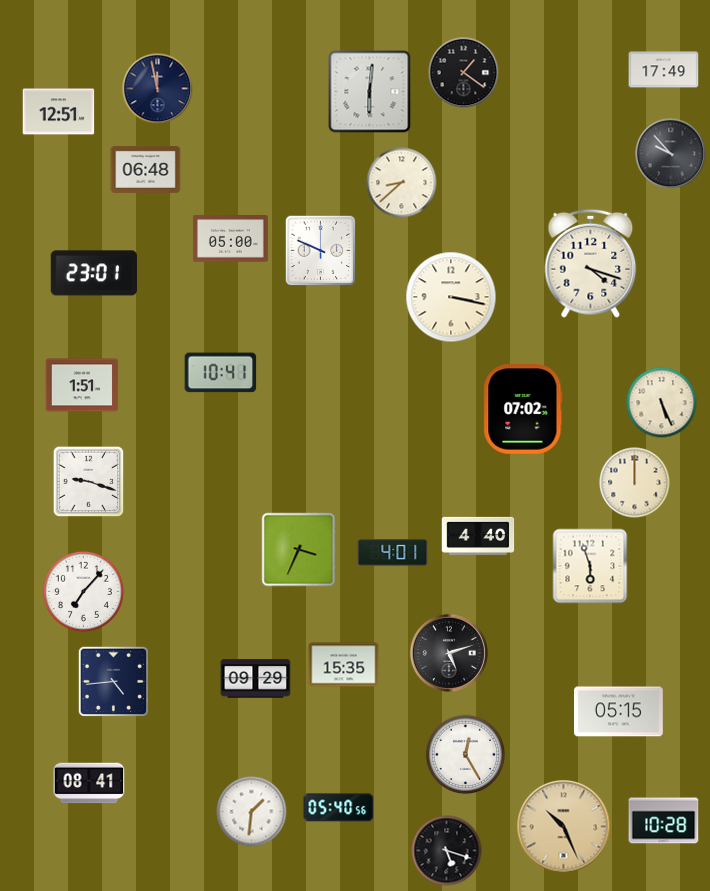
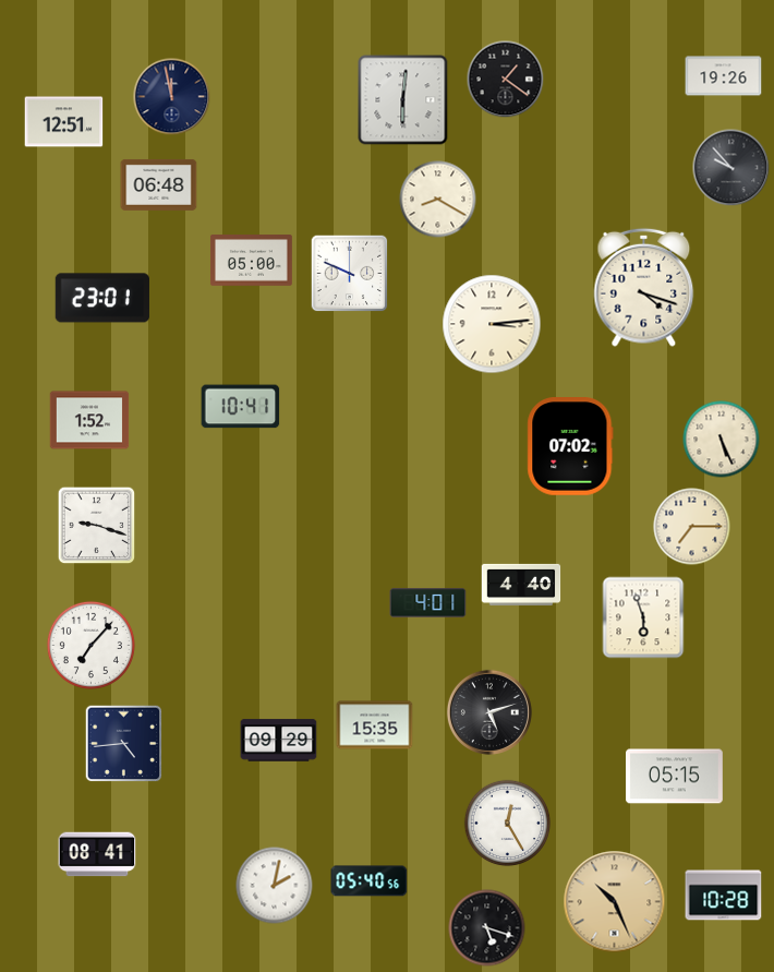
clock at (664, 70): 17:49 -> 19:26
clock at (402, 183): 8:38 -> 8:20
clock at (451, 297): 3:17 -> 3:14
clock at (82, 385): 1:51 -> 1:52
clock at (635, 483): 12:00 -> 7:15
clock at (299, 550): 3:34 -> none
clock at (252, 812): 1:31 -> 2:02
